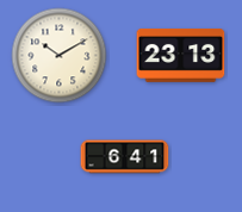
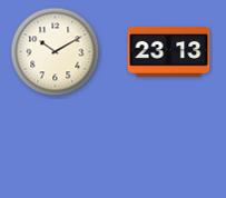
clock at (125, 157): 6:41 -> none
